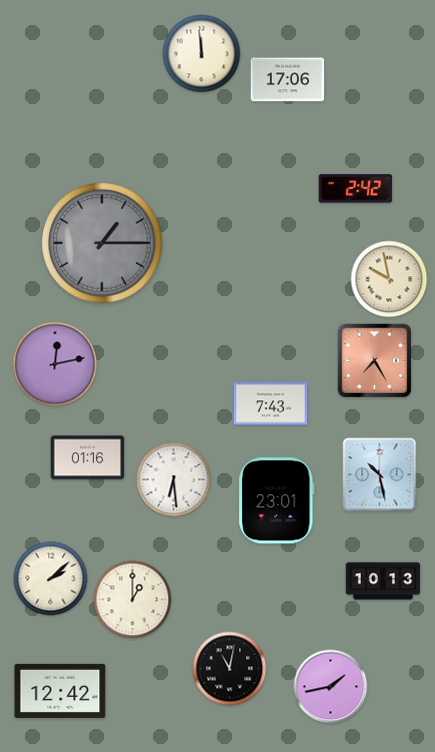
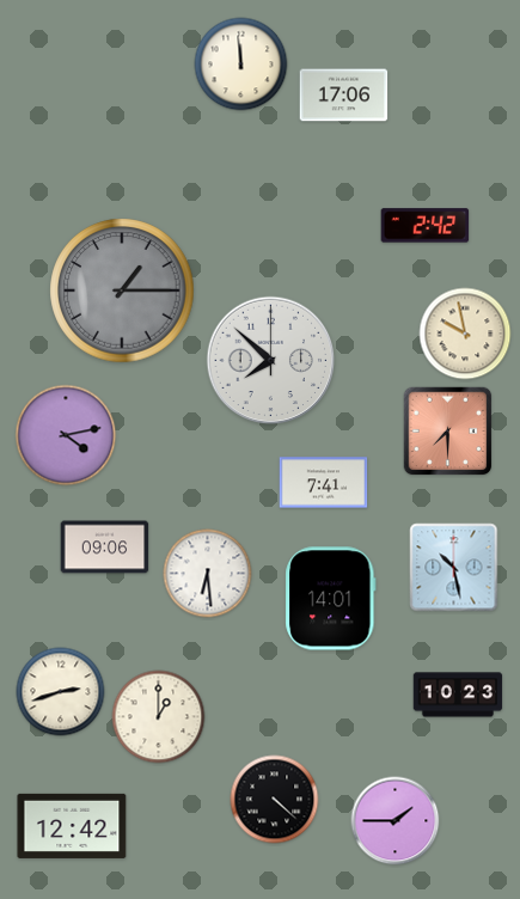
clock at (271, 361): none -> 7:52
clock at (375, 361): 7:25 -> 7:30
clock at (55, 364): 12:13 -> 4:13
clock at (271, 404): 7:43 -> 7:41
clock at (88, 458): 01:16 -> 09:06
clock at (277, 501): 23:01 -> 14:01
clock at (51, 579): 2:08 -> 2:42
clock at (383, 581): 10:13 -> 10:23
clock at (230, 669): 11:02 -> 4:22
clock at (331, 687): 1:43 -> 1:45
